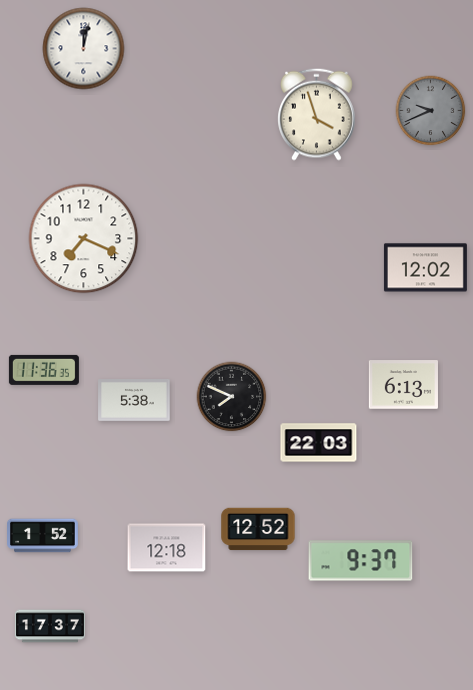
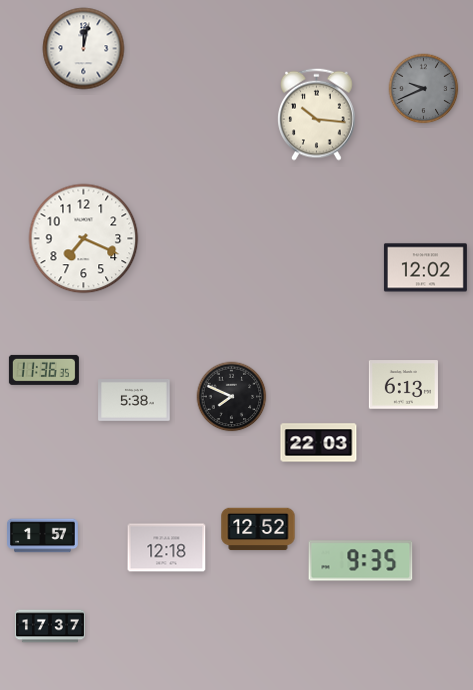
clock at (431, 111) position: (431, 111) -> (424, 89)
clock at (317, 114): 3:57 -> 10:16
clock at (43, 536): 1:52 -> 1:57
clock at (361, 561): 9:37 -> 9:35
